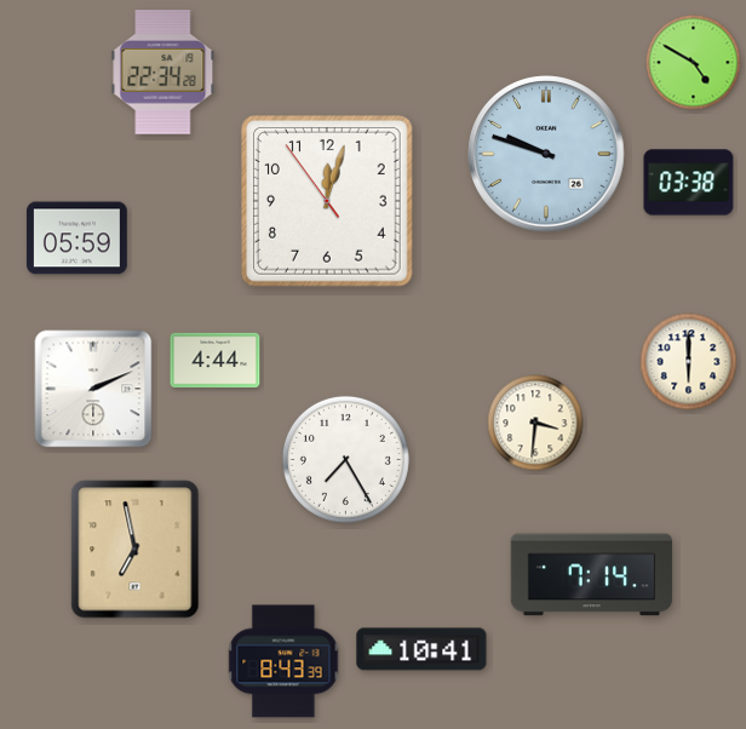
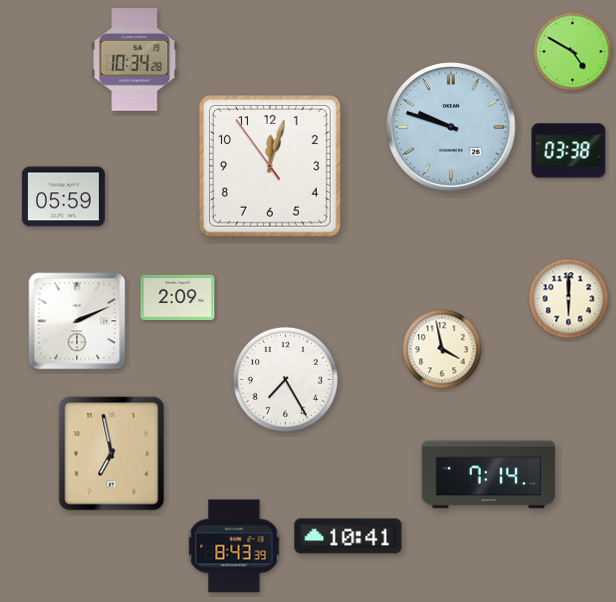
clock at (163, 73): 22:34 -> 10:34
clock at (216, 360): 4:44 -> 2:09
clock at (535, 423): 3:31 -> 3:58
